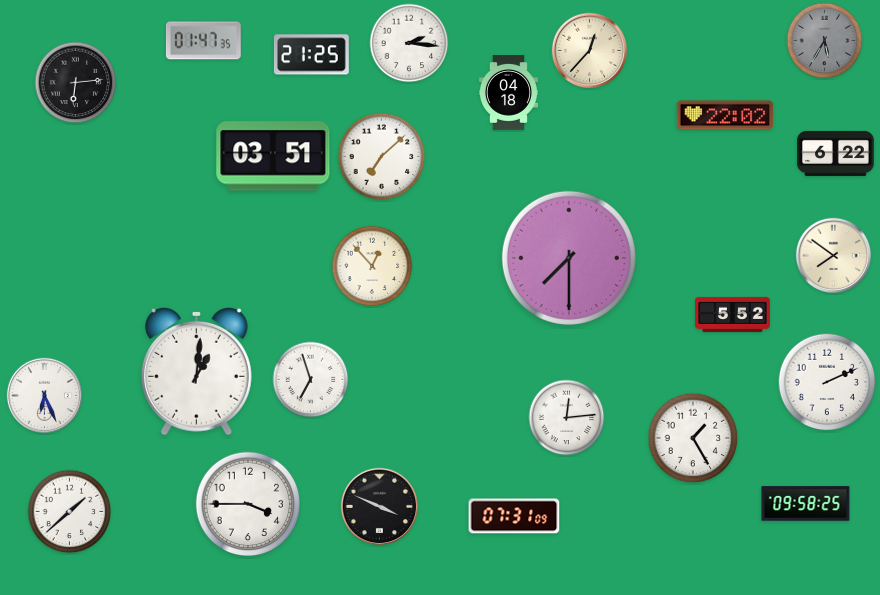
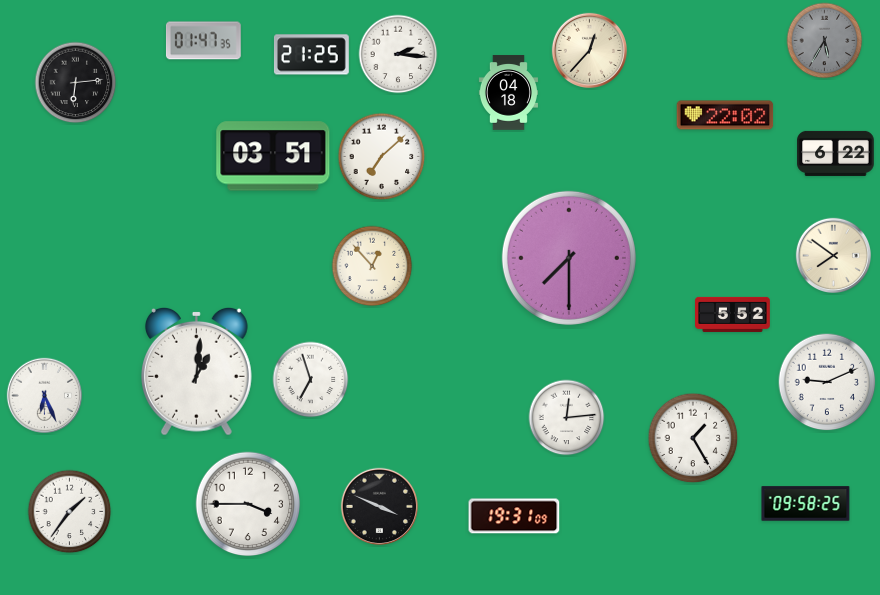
clock at (409, 43) position: (409, 43) -> (398, 54)
clock at (827, 382): 2:11 -> 9:11
clock at (70, 512): 1:38 -> 1:36
clock at (514, 516): 07:31 -> 19:31
